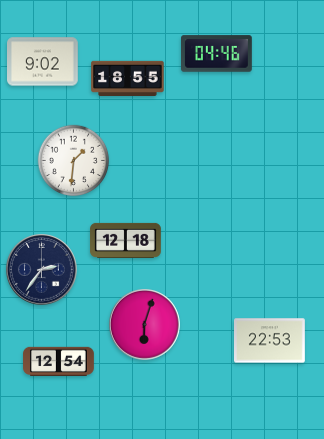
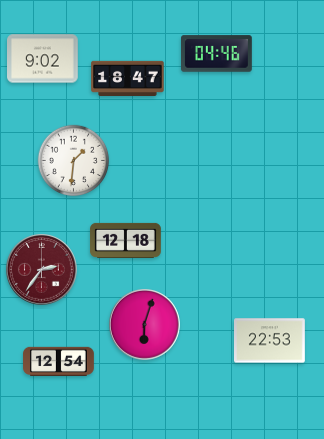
clock at (43, 62) position: (43, 62) -> (43, 59)
clock at (128, 78): 18:55 -> 18:47
clock at (42, 270) dial: navy -> burgundy
